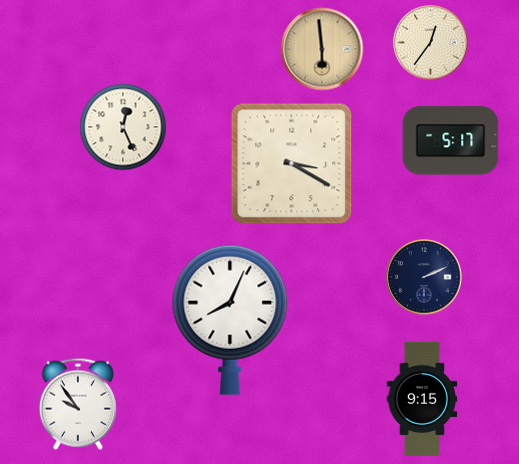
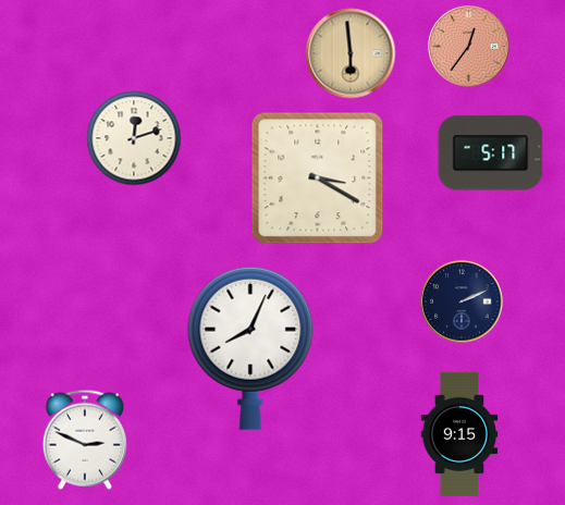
clock at (431, 43) dial: cream -> salmon
clock at (123, 127): 12:26 -> 12:12
clock at (78, 404): 9:54 -> 2:49
